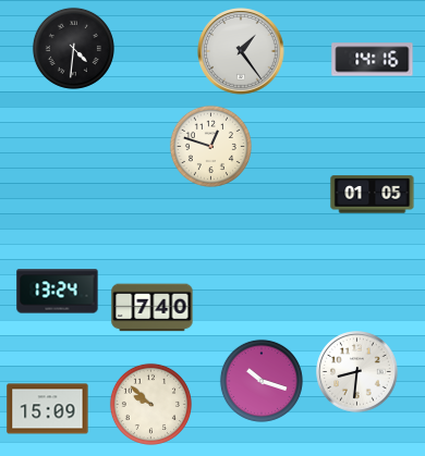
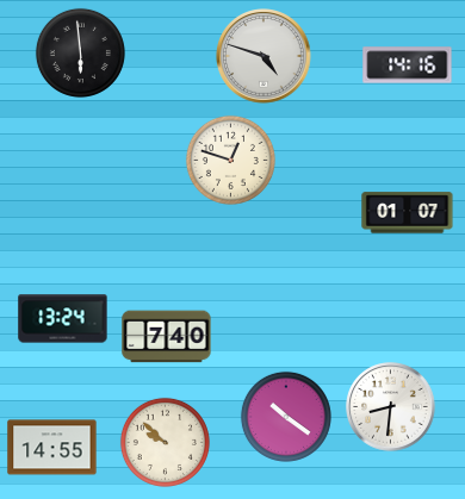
clock at (73, 48): 4:31 -> 5:59
clock at (241, 51): 1:24 -> 4:48
clock at (373, 195): 01:05 -> 01:07
clock at (262, 381): 10:18 -> 10:21
clock at (48, 409): 15:09 -> 14:55
